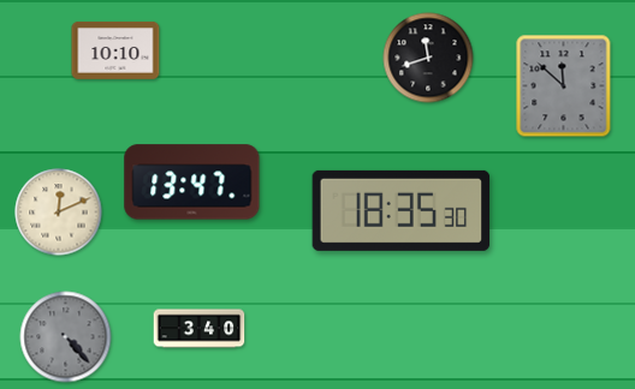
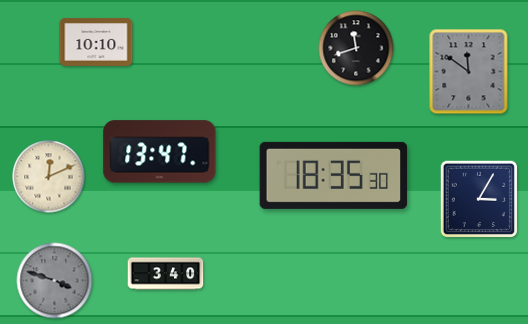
clock at (564, 86): 11:52 -> 11:51
clock at (478, 198): none -> 3:05
clock at (66, 337): 4:23 -> 3:48
